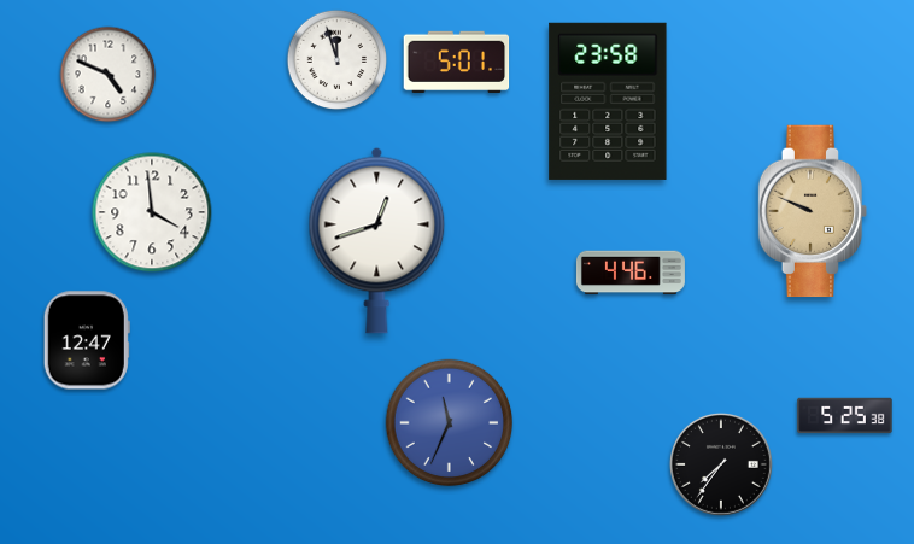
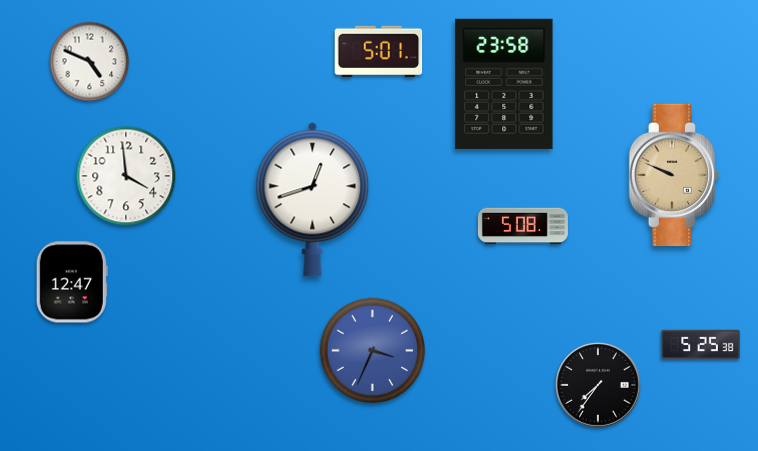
clock at (338, 60): 11:57 -> none
clock at (631, 273): 4:46 -> 5:08
clock at (450, 423): 11:34 -> 3:34
